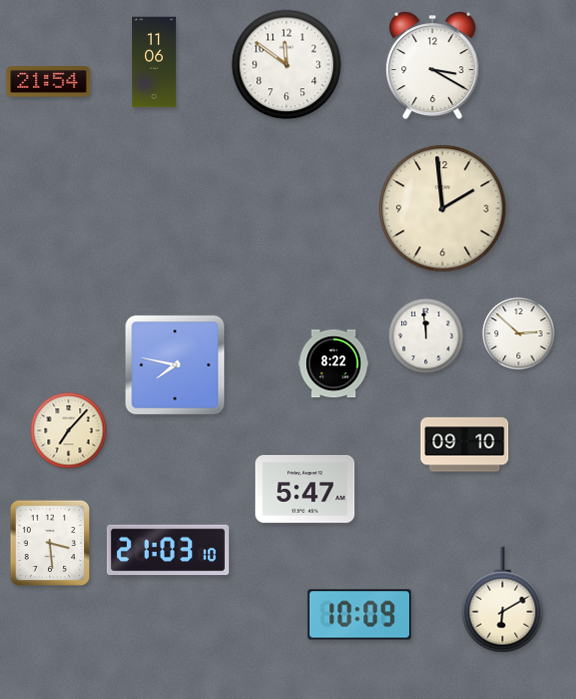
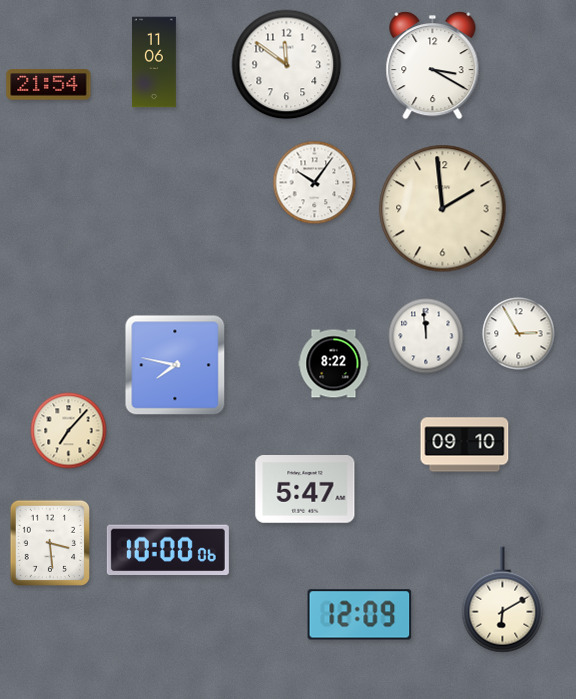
clock at (49, 82) position: (49, 82) -> (49, 85)
clock at (315, 183): none -> 10:06
clock at (519, 334): 2:52 -> 2:55
clock at (168, 550): 21:03 -> 10:00
clock at (360, 615): 10:09 -> 12:09
